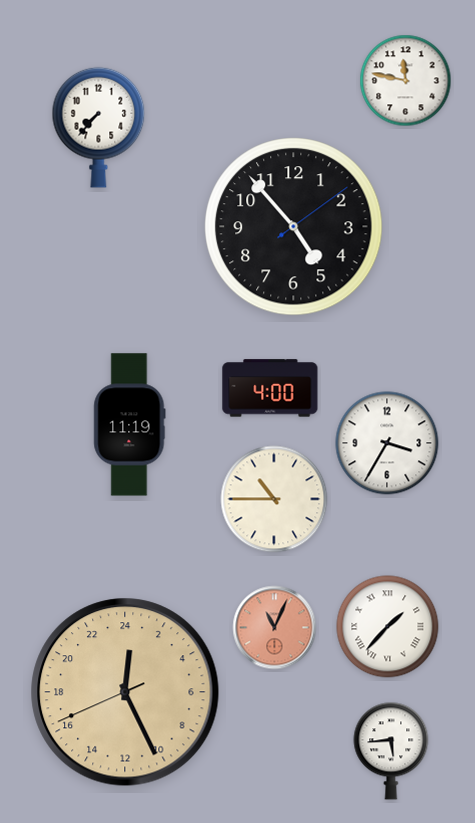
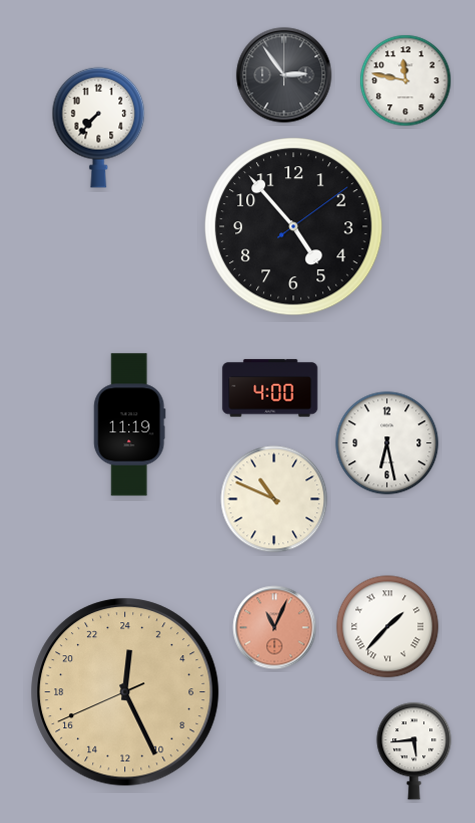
clock at (284, 75): none -> 2:54
clock at (387, 443): 3:35 -> 6:28
clock at (274, 499): 10:45 -> 10:49
clock at (391, 751) position: (391, 751) -> (414, 751)
